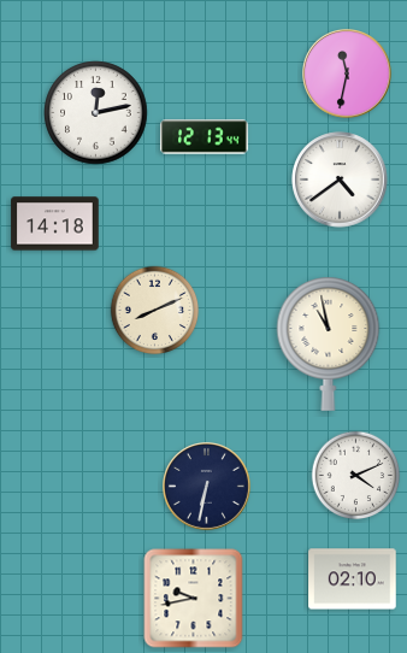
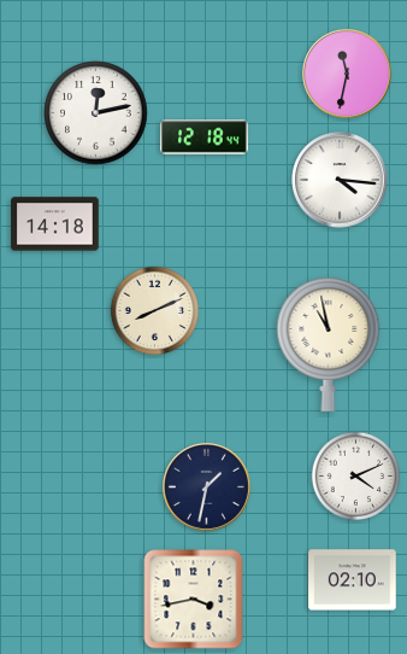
clock at (205, 137): 12:13 -> 12:18
clock at (340, 180): 4:39 -> 4:16
clock at (207, 487): 6:32 -> 1:32
clock at (194, 599): 9:43 -> 3:43
